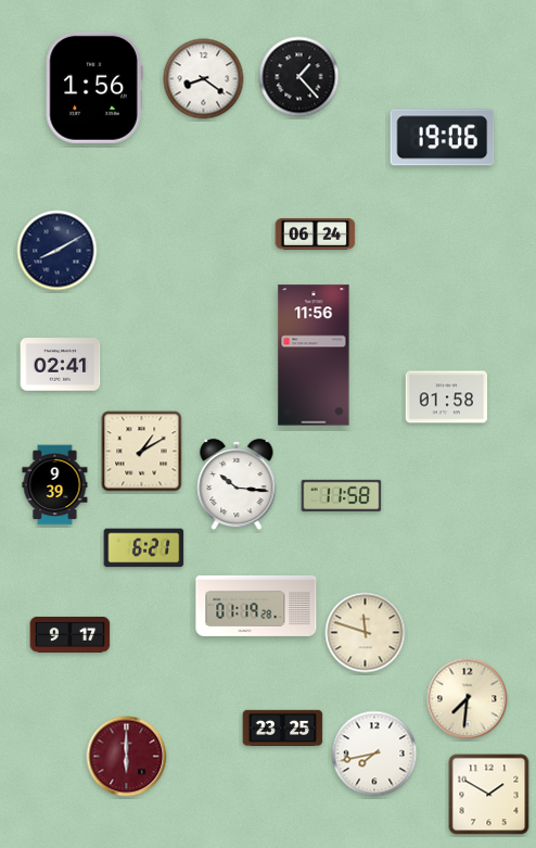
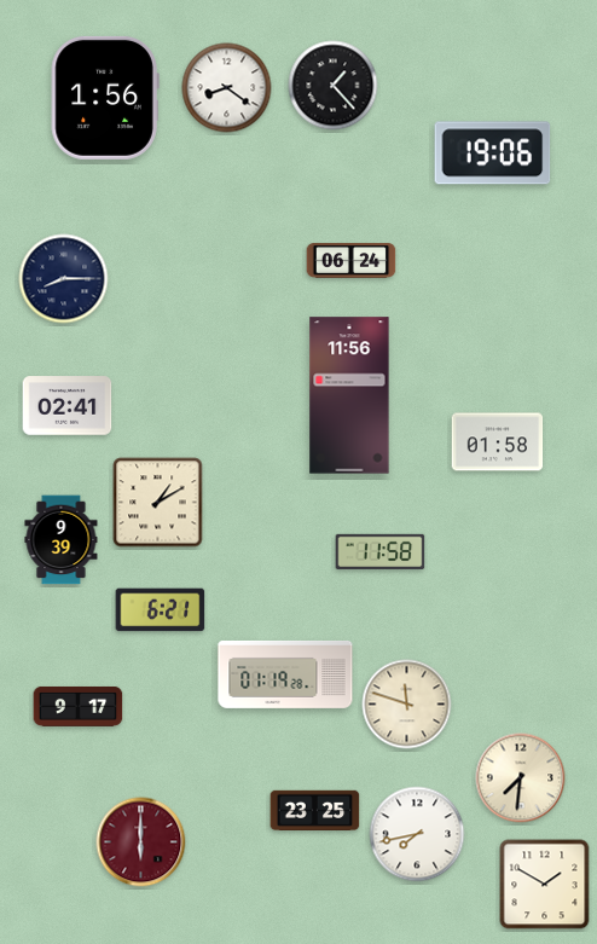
clock at (58, 251): 8:10 -> 8:15
clock at (237, 484): 10:16 -> none
clock at (374, 754) position: (374, 754) -> (417, 834)
